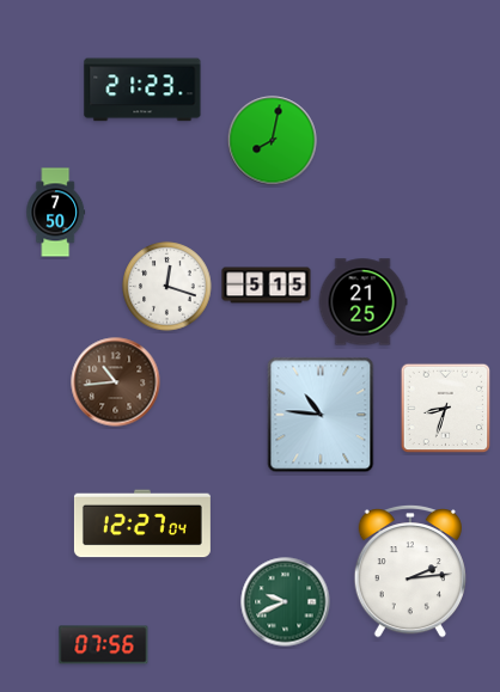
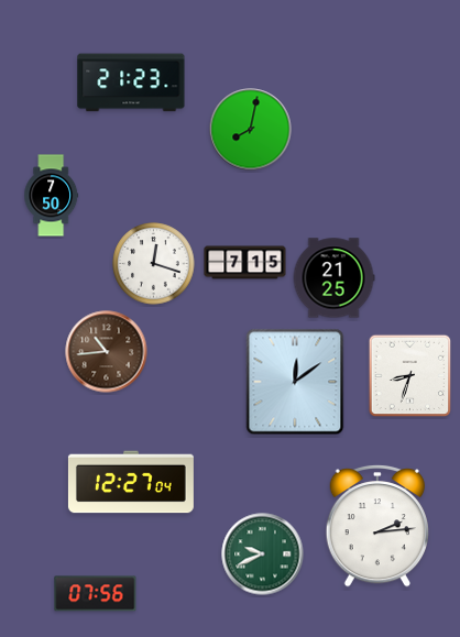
clock at (267, 286): 5:15 -> 7:15
clock at (321, 415): 10:46 -> 12:09
